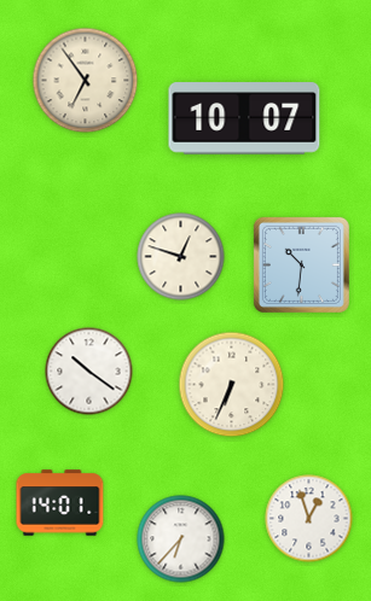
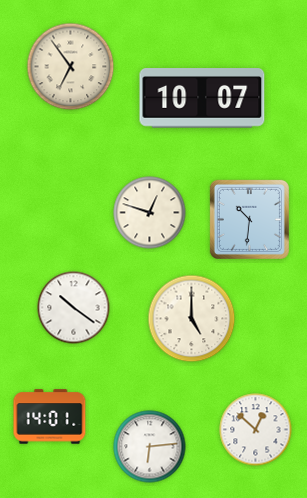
clock at (232, 385): 6:34 -> 5:00
clock at (309, 519): 12:57 -> 12:52
clock at (181, 539): 6:37 -> 6:14
